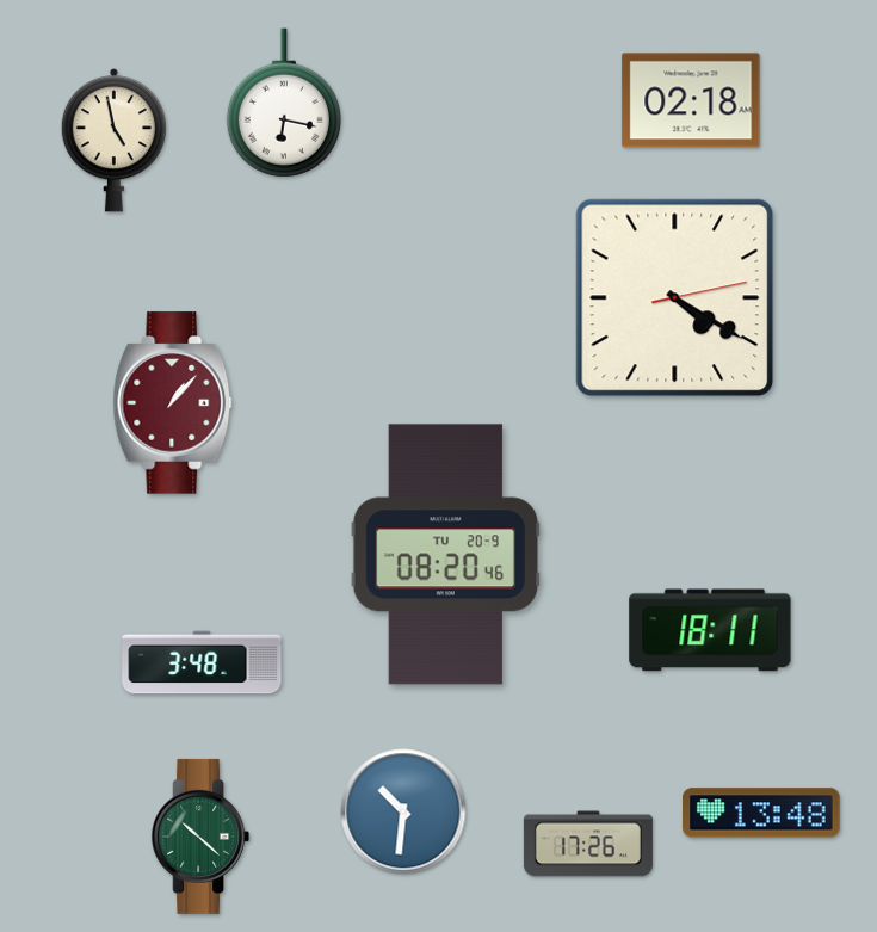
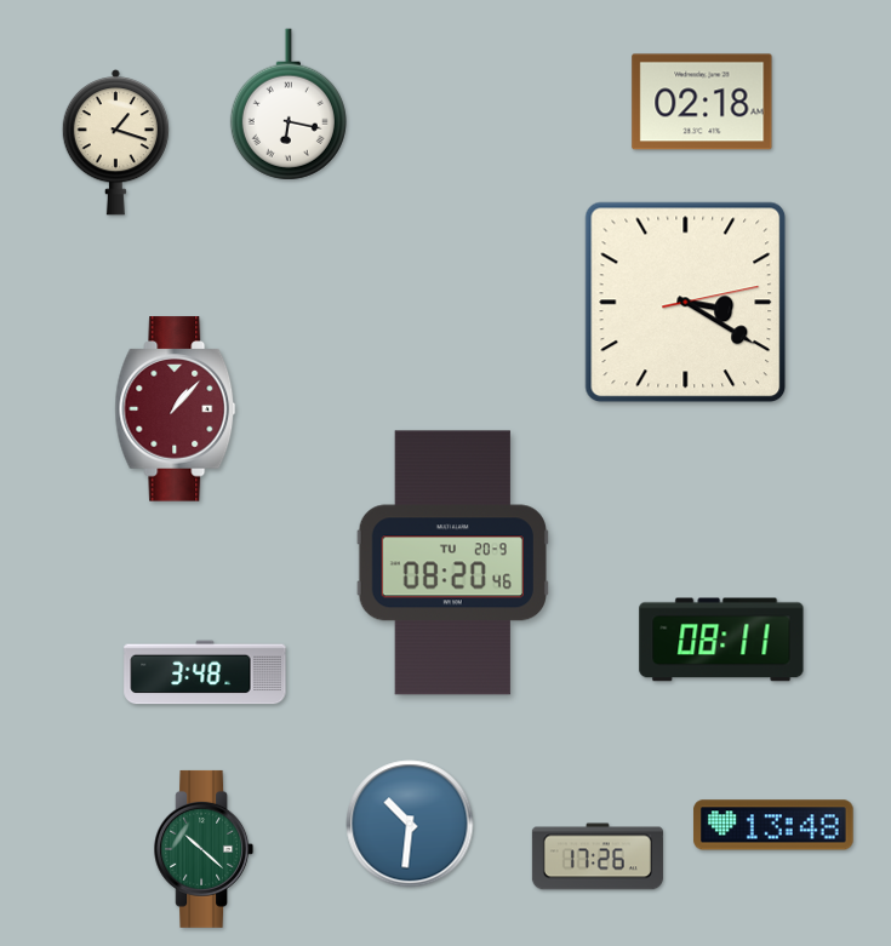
clock at (113, 141): 4:58 -> 1:18
clock at (675, 298): 4:20 -> 3:20
clock at (710, 630): 18:11 -> 08:11
